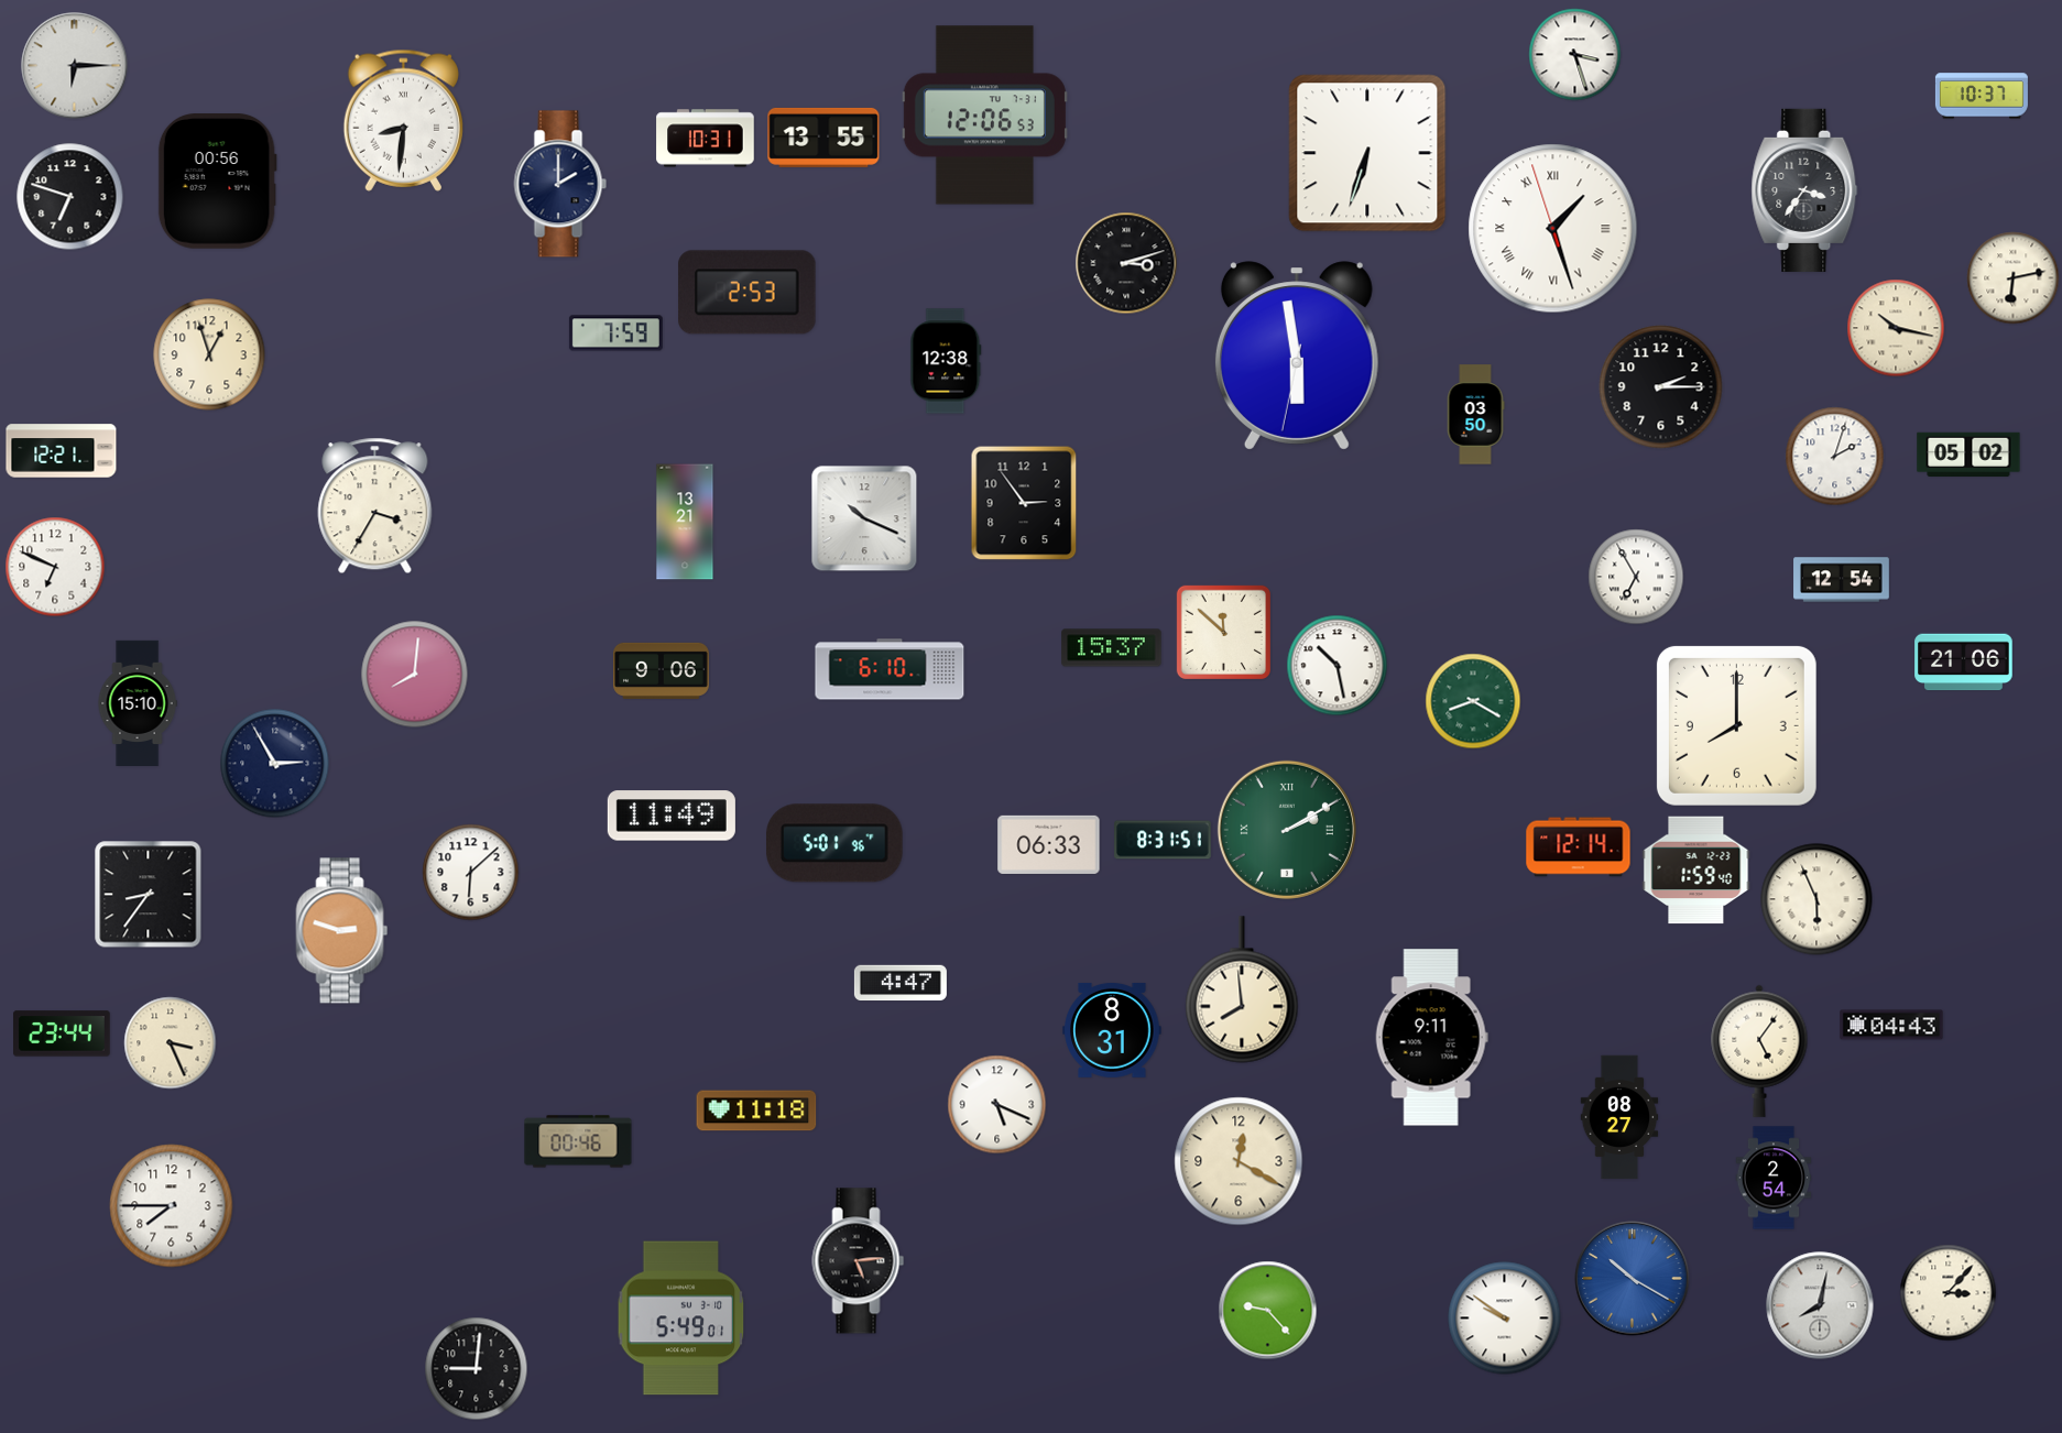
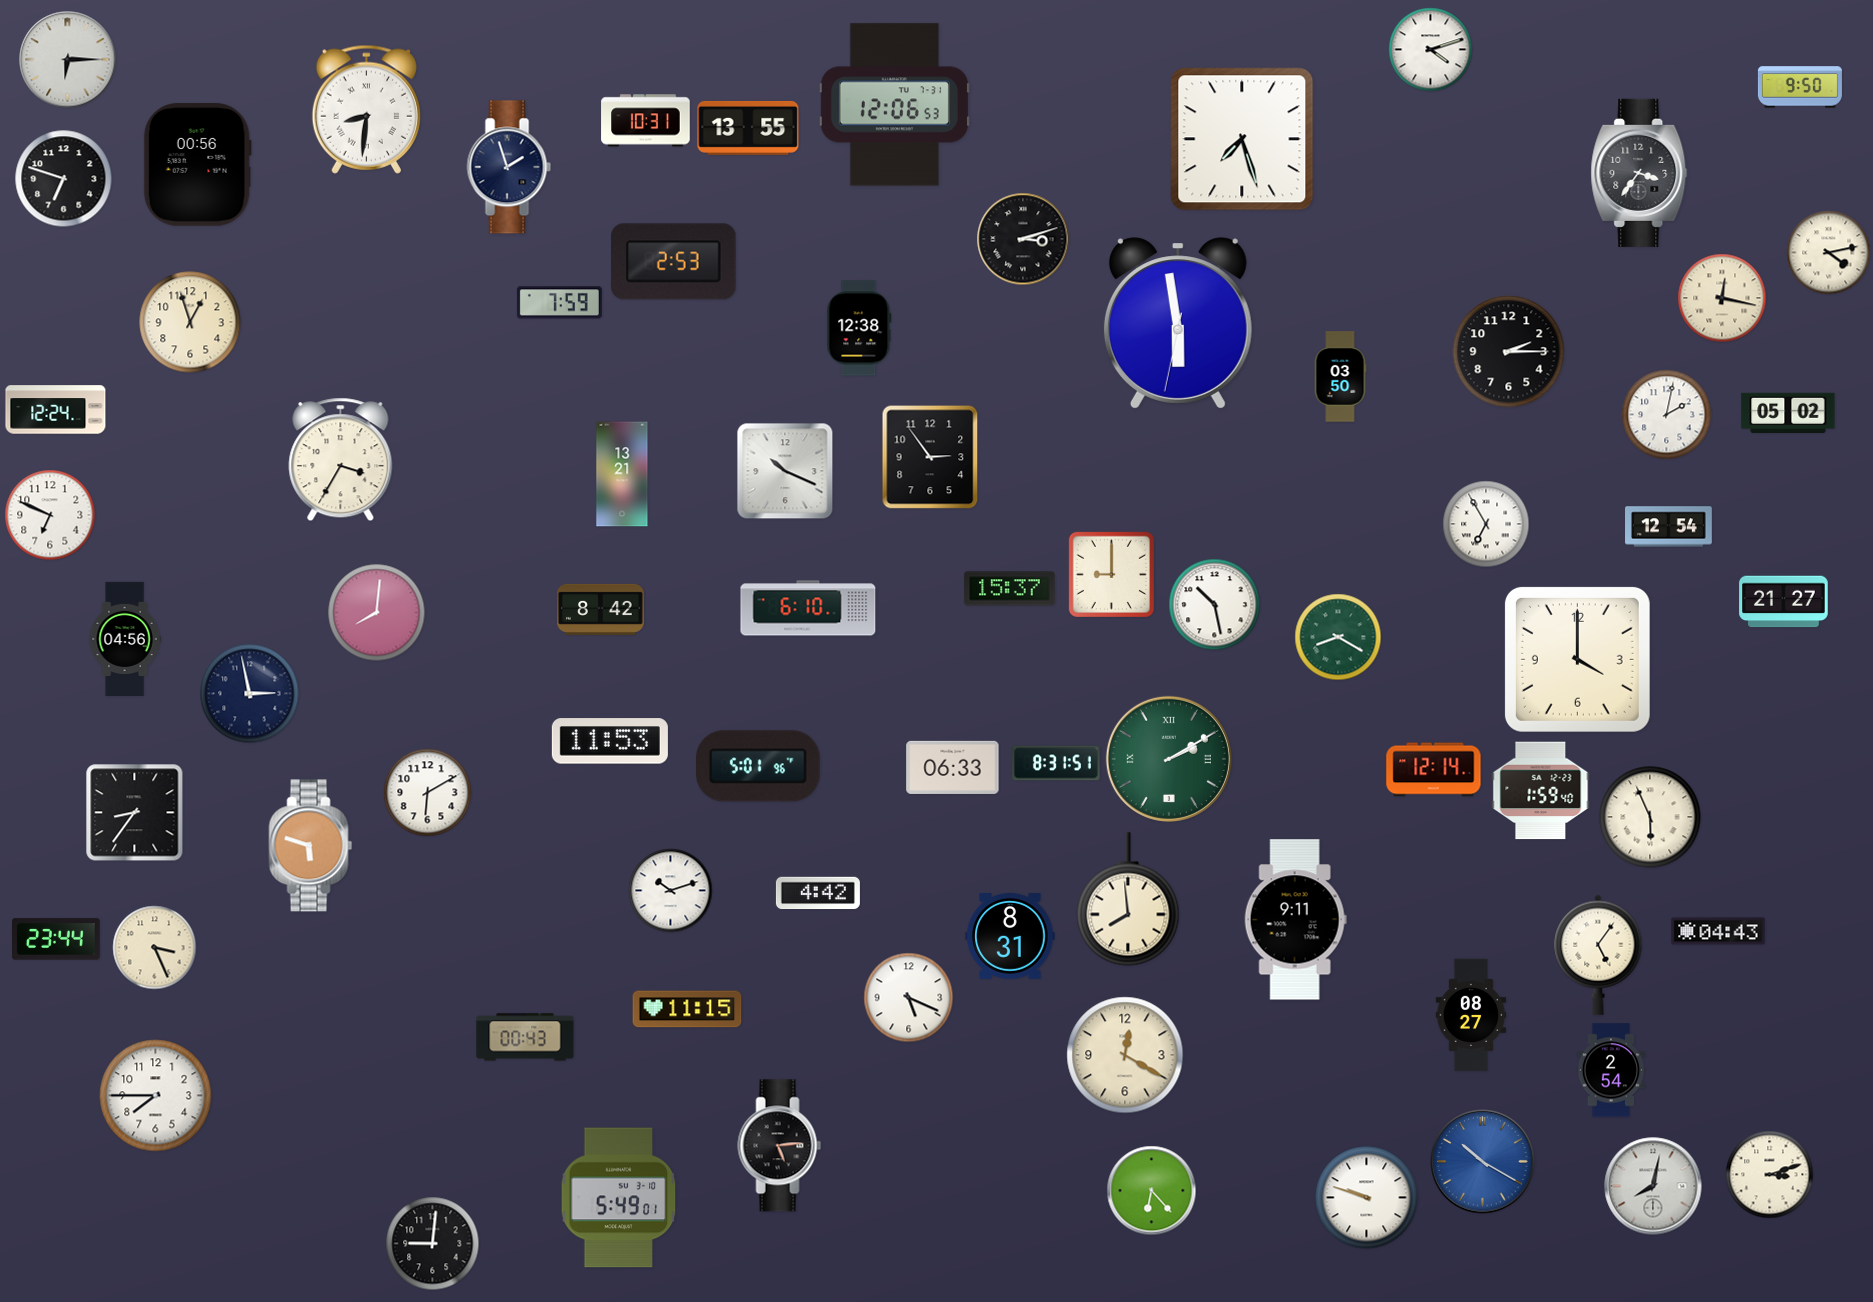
clock at (1575, 55): 3:27 -> 4:12
clock at (1982, 96): 10:37 -> 9:50
clock at (823, 138) position: (823, 138) -> (748, 128)
clock at (706, 139) position: (706, 139) -> (646, 121)
clock at (1367, 153): 6:33 -> 7:27
clock at (560, 184): 2:00 -> 1:57
clock at (1553, 229): 1:26 -> none
clock at (2014, 278): 6:13 -> 4:13
clock at (748, 293) position: (748, 293) -> (674, 262)
clock at (1896, 328): 10:17 -> 12:17
clock at (62, 451): 12:21 -> 12:24
clock at (1835, 457): 2:03 -> 2:02
clock at (1842, 580) position: (1842, 580) -> (1669, 527)
clock at (1223, 632): 11:52 -> 9:00
clock at (1964, 663): 21:06 -> 21:27
clock at (662, 670): 9:06 -> 8:42
clock at (138, 702): 15:10 -> 04:56
clock at (1736, 725): 8:00 -> 4:00
clock at (275, 764): 2:55 -> 2:58
clock at (672, 816): 11:49 -> 11:53
clock at (1287, 830) position: (1287, 830) -> (1169, 759)
clock at (471, 873): 6:08 -> 6:10
clock at (342, 931): 2:48 -> 5:48
clock at (671, 891): none -> 10:12
clock at (901, 983): 4:47 -> 4:42
clock at (1431, 1038) position: (1431, 1038) -> (1295, 920)
clock at (997, 1105) position: (997, 1105) -> (909, 998)
clock at (756, 1111): 11:18 -> 11:15
clock at (578, 1141): 00:46 -> 00:43
clock at (1949, 1293): 3:07 -> 3:12
clock at (1268, 1311): 9:23 -> 6:23
clock at (1505, 1319): 9:51 -> 9:48
